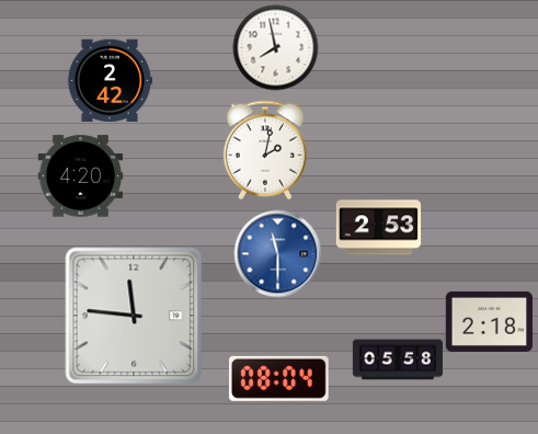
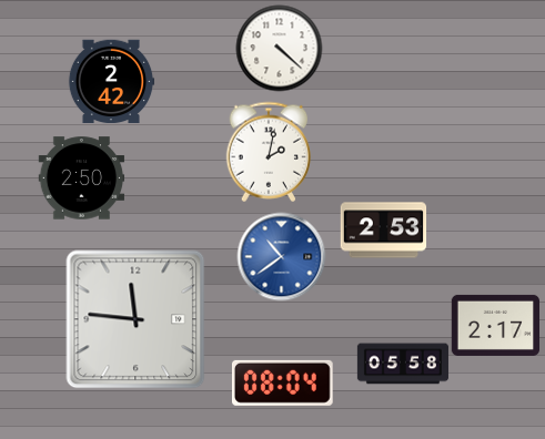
clock at (275, 47): 7:58 -> 4:22
clock at (80, 176): 4:20 -> 2:50
clock at (277, 253): 11:30 -> 10:39
clock at (489, 321): 2:18 -> 2:17
